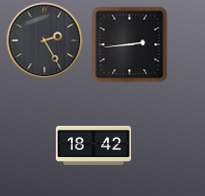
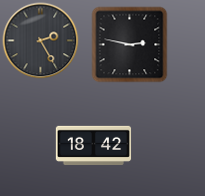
clock at (45, 41) position: (45, 41) -> (41, 41)
clock at (130, 45): 2:44 -> 2:47
